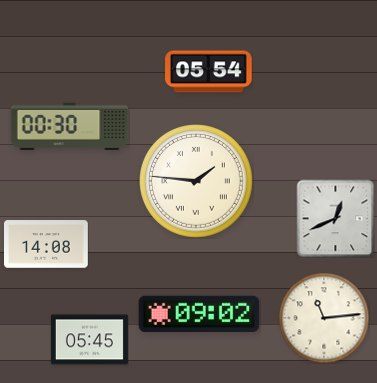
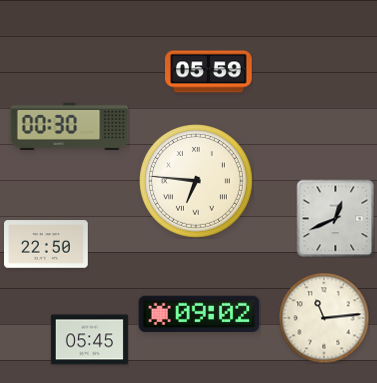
clock at (209, 72): 05:54 -> 05:59
clock at (197, 182): 1:46 -> 6:46
clock at (47, 244): 14:08 -> 22:50
